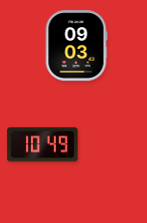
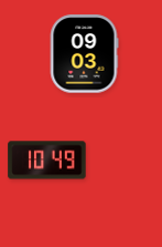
clock at (76, 46) position: (76, 46) -> (84, 54)
